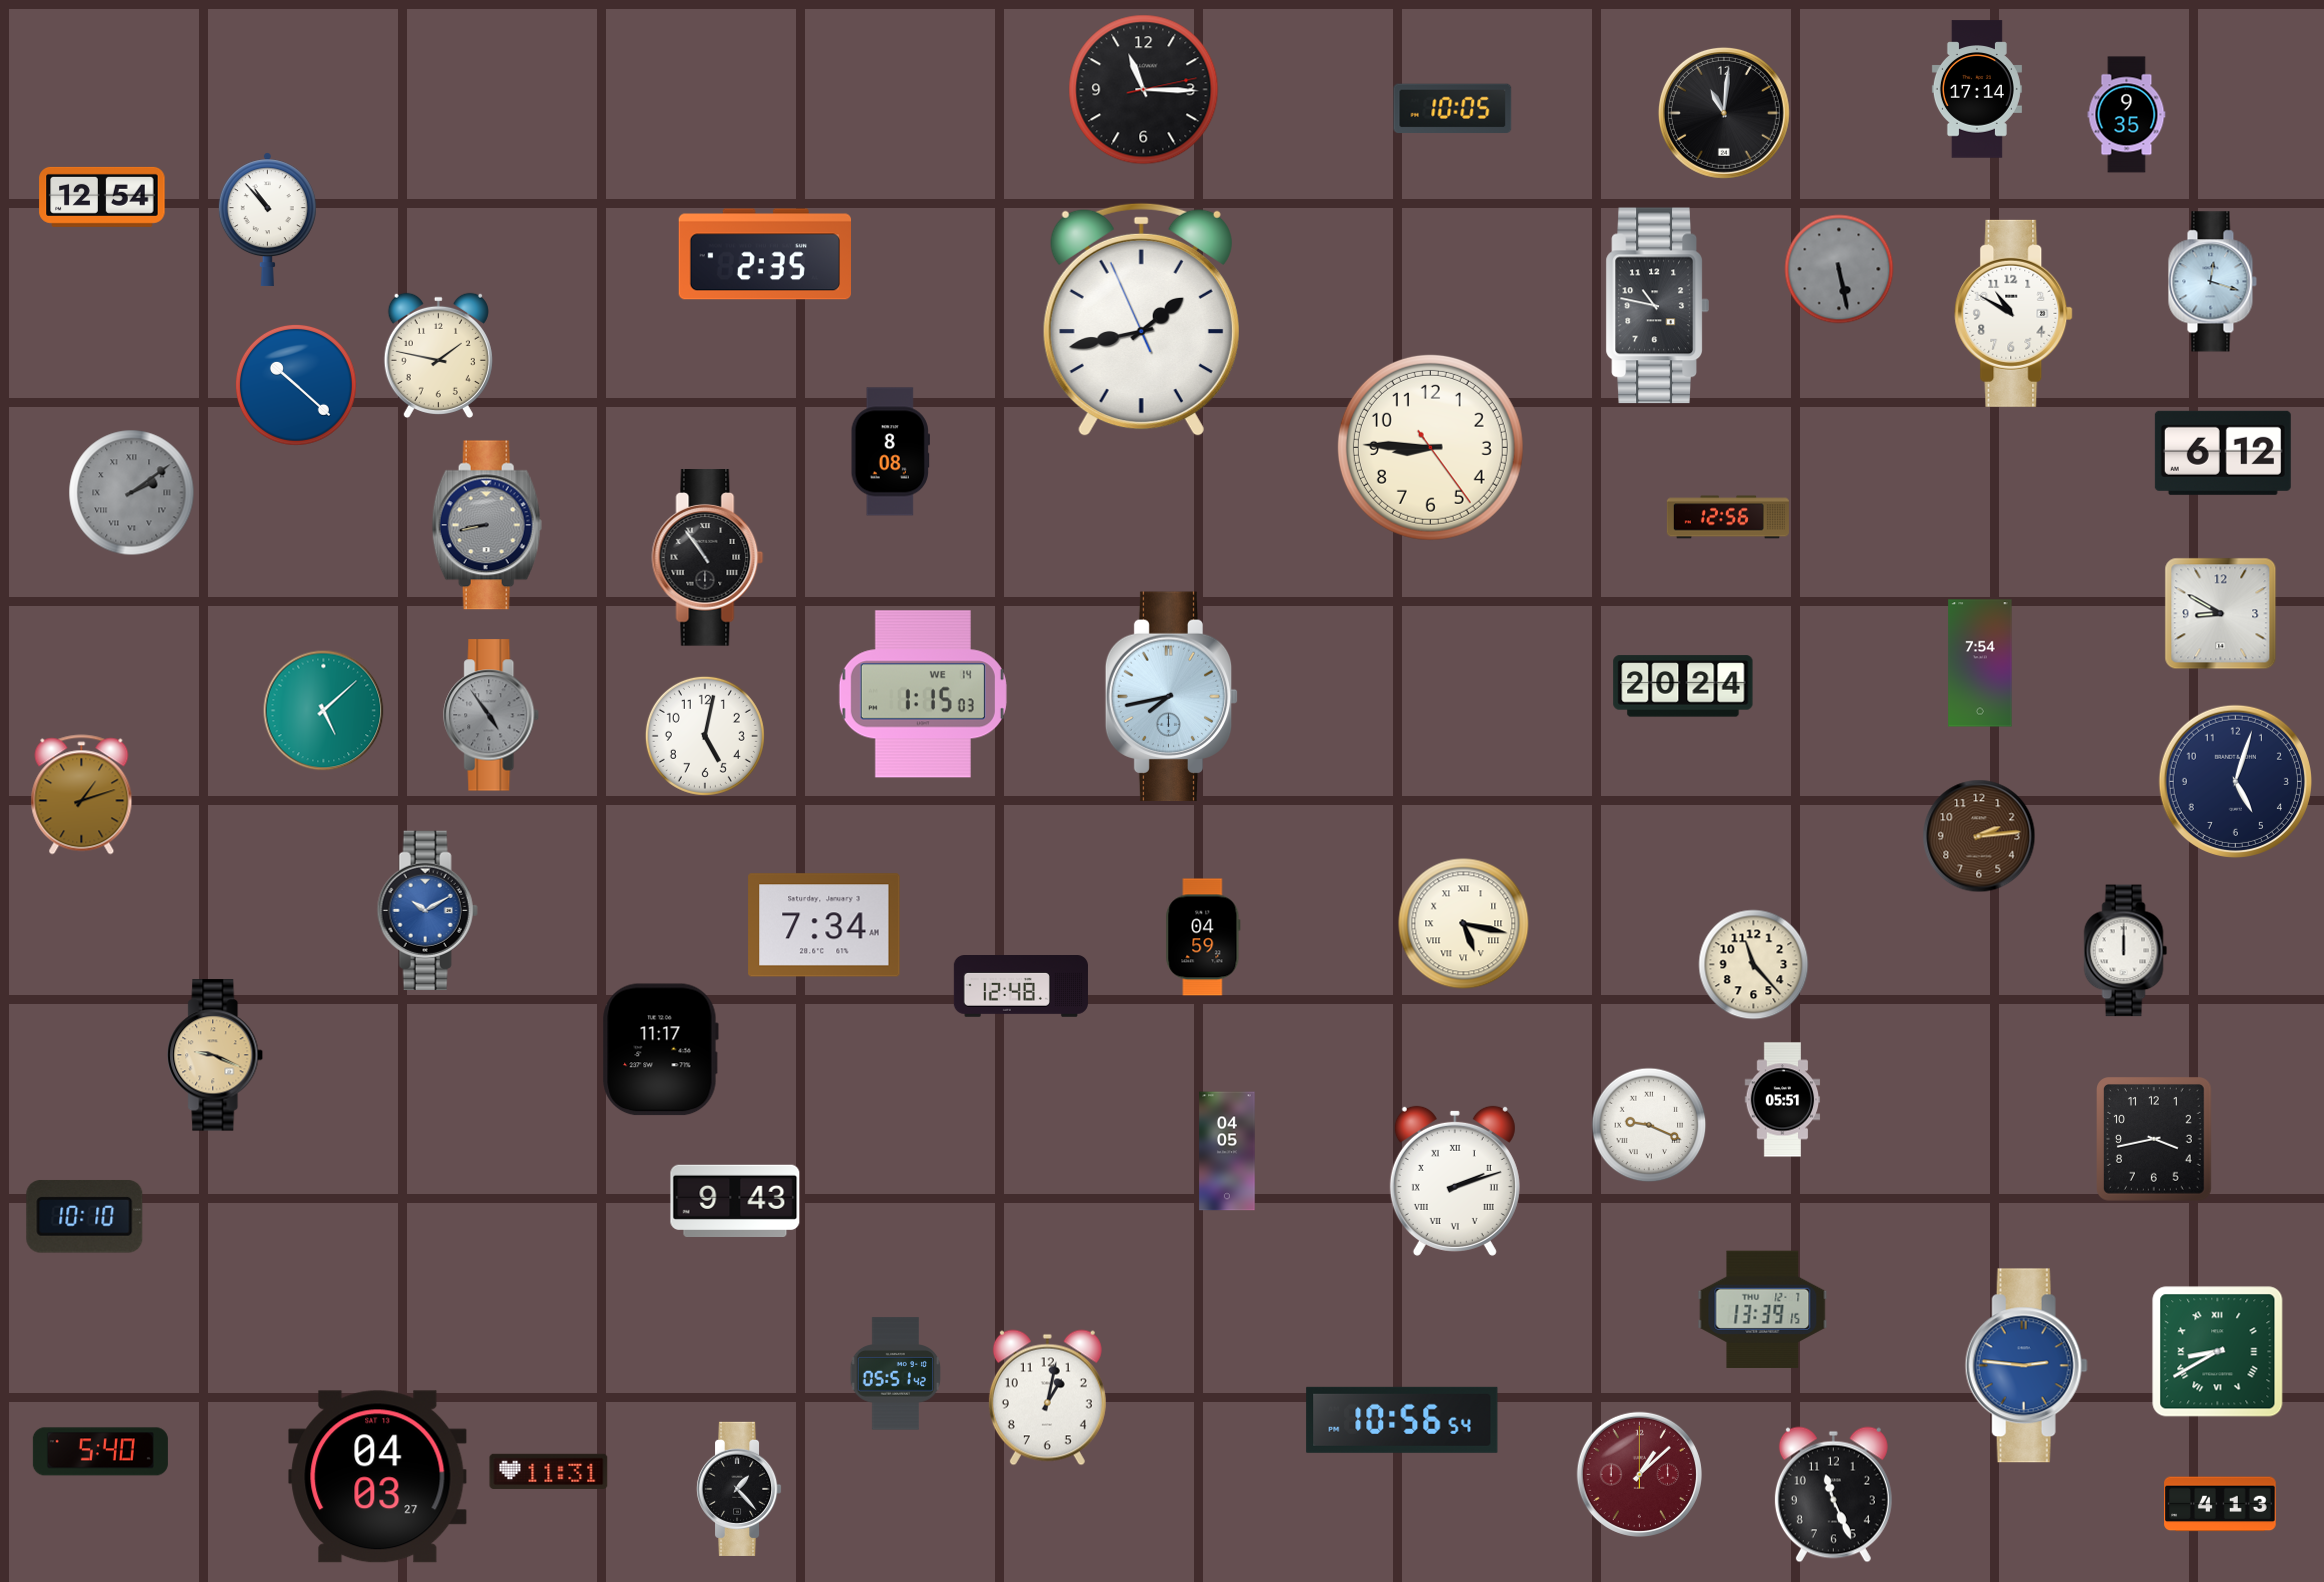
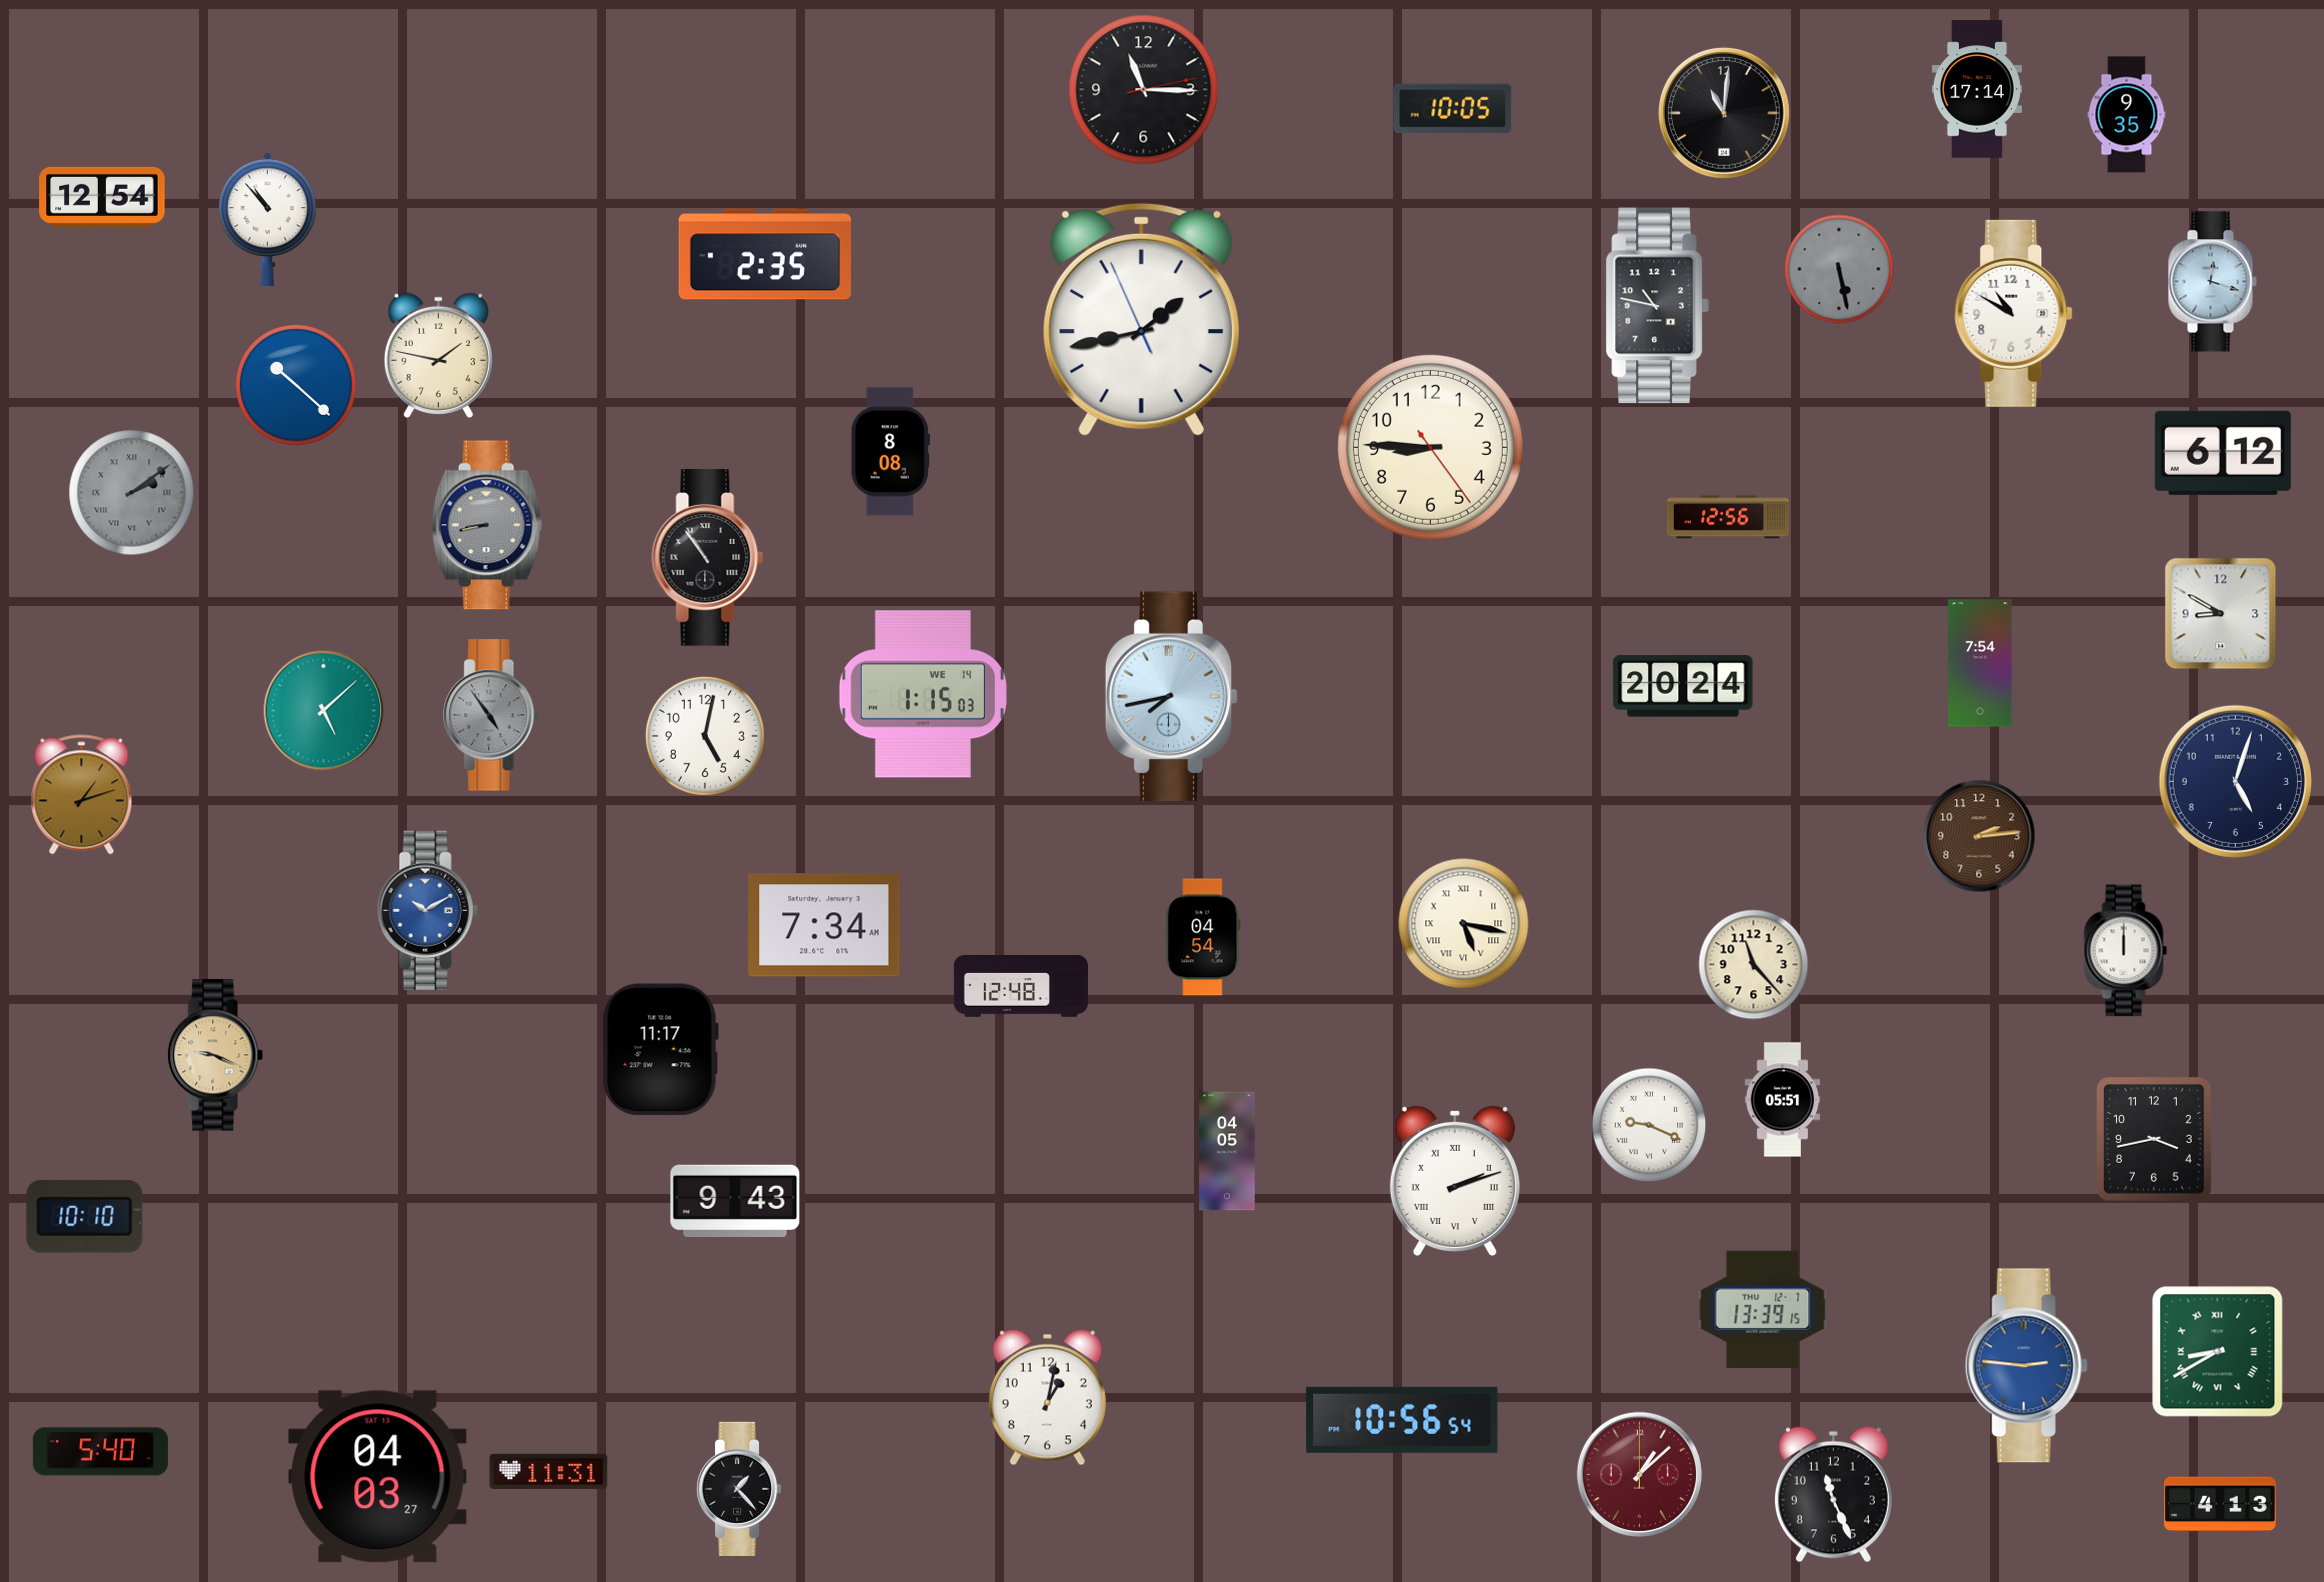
clock at (1203, 937): 04:59 -> 04:54
clock at (896, 1374): 05:51 -> none
